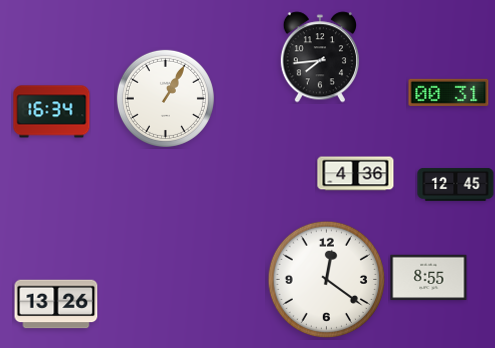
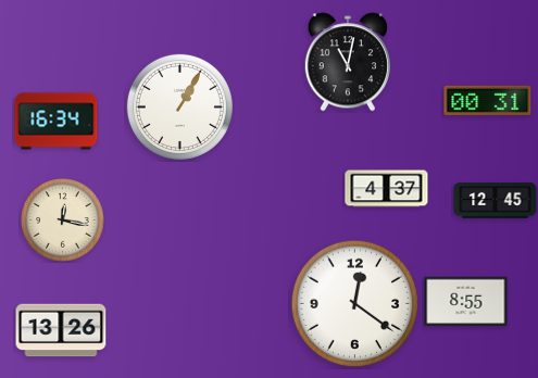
clock at (319, 57): 7:44 -> 11:02
clock at (356, 174): 4:36 -> 4:37
clock at (63, 220): none -> 12:17
